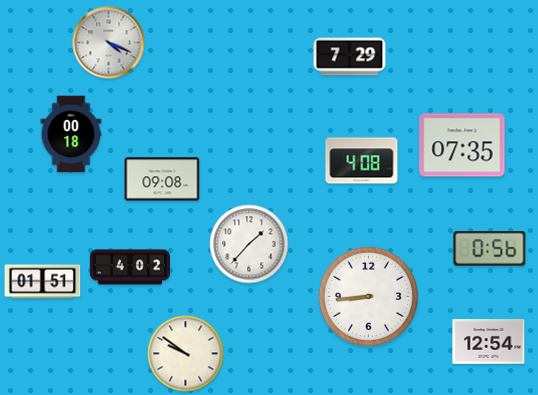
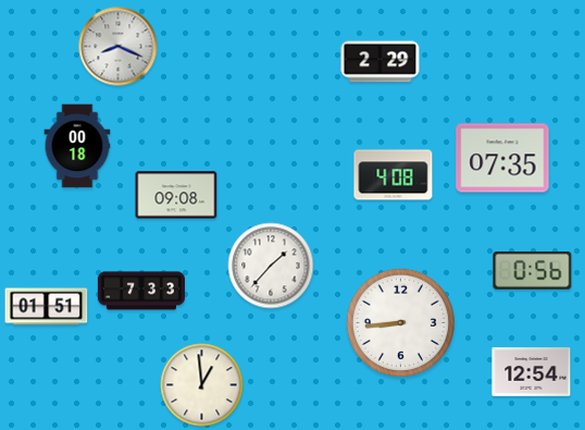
clock at (109, 43): 4:19 -> 8:19
clock at (350, 57): 7:29 -> 2:29
clock at (130, 267): 4:02 -> 7:33
clock at (186, 354): 9:51 -> 12:59
